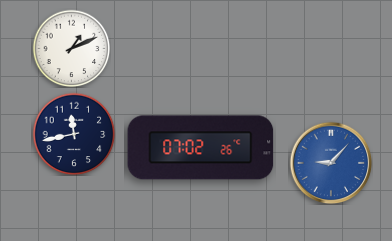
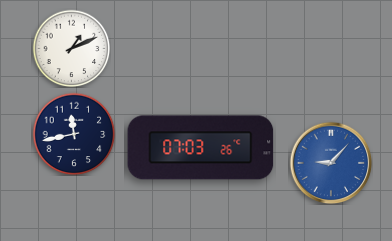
clock at (201, 148): 07:02 -> 07:03
